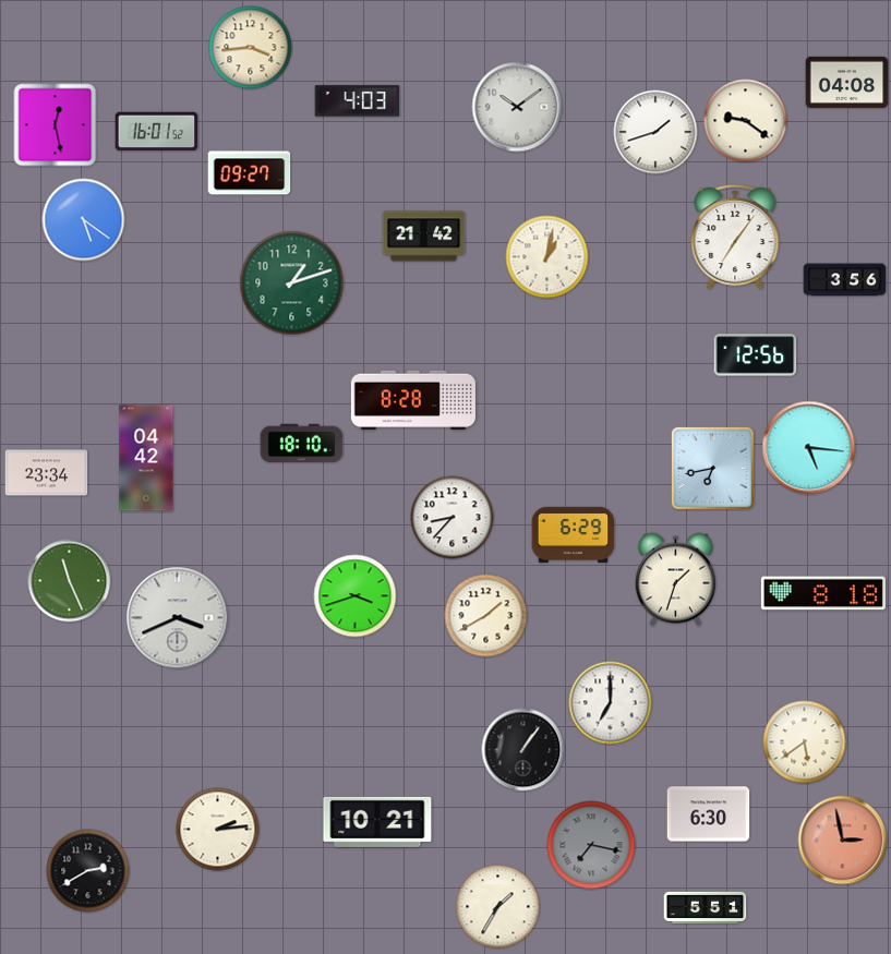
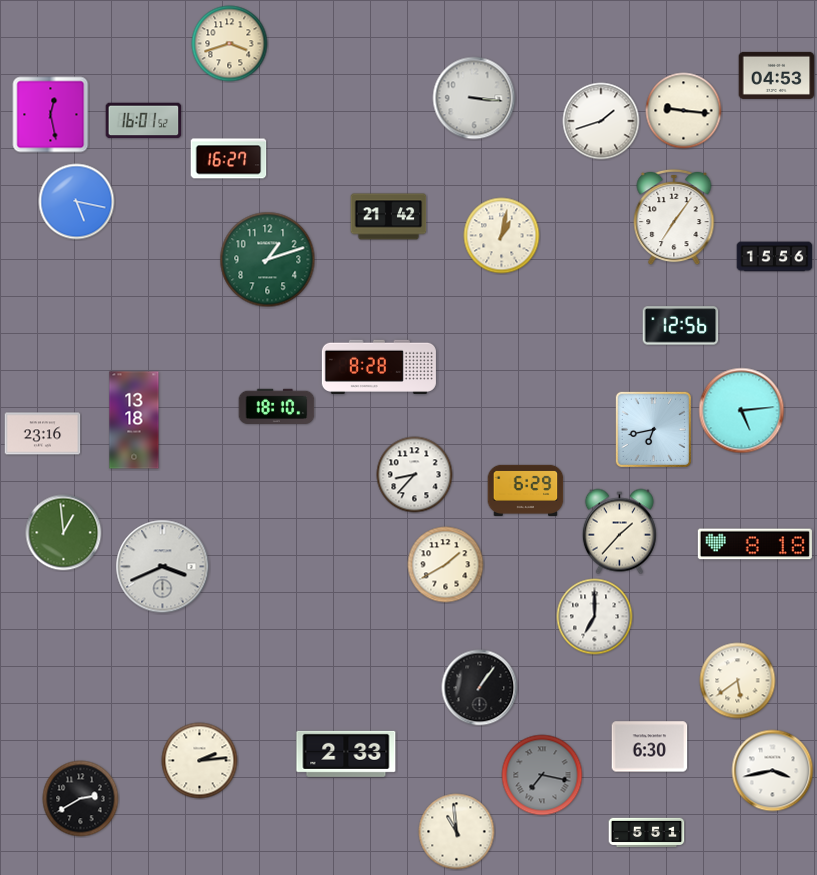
clock at (251, 48): 3:44 -> 3:42
clock at (847, 82): 04:08 -> 04:53
clock at (358, 101): 4:03 -> none
clock at (517, 107): 10:09 -> 3:16
clock at (746, 121): 9:21 -> 9:16
clock at (250, 173): 09:27 -> 16:27
clock at (84, 220): 5:21 -> 5:17
clock at (845, 280): 3:56 -> 15:56
clock at (756, 355) position: (756, 355) -> (681, 326)
clock at (809, 448): 5:16 -> 5:14
clock at (146, 458): 04:42 -> 13:18
clock at (47, 473): 23:34 -> 23:16
clock at (675, 580): 1:33 -> 1:37
clock at (70, 581): 11:26 -> 12:59
clock at (356, 596): 3:42 -> none
clock at (611, 703) position: (611, 703) -> (595, 617)
clock at (377, 822): 10:21 -> 2:33
clock at (843, 841): 2:58 -> 3:43
clock at (843, 841) dial: salmon -> white
clock at (498, 907): 1:35 -> 10:59
